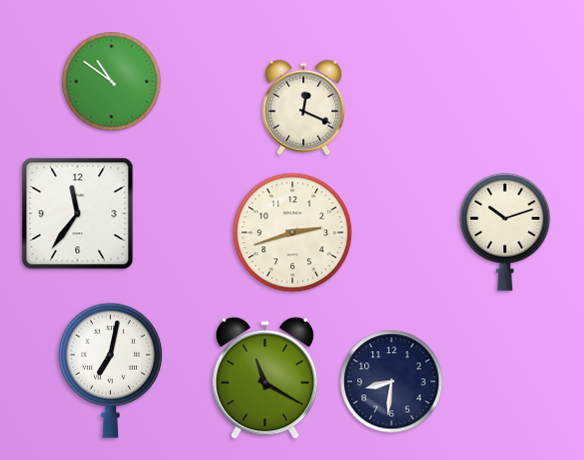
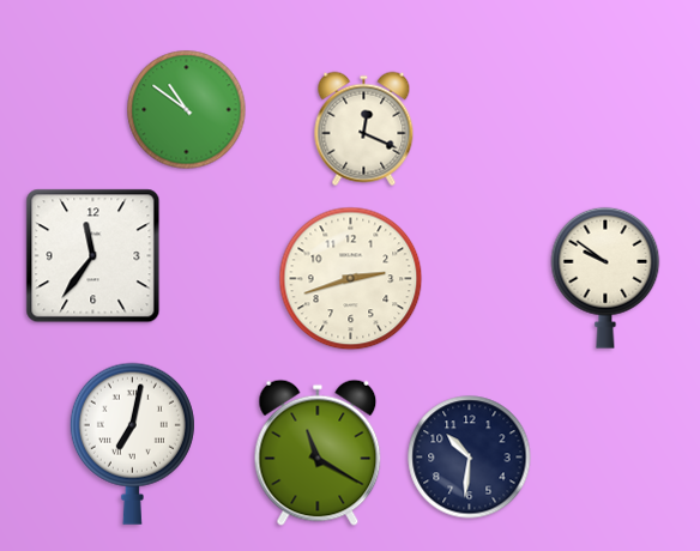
clock at (112, 82) position: (112, 82) -> (187, 110)
clock at (505, 232): 10:12 -> 9:51
clock at (392, 382): 8:31 -> 10:31
